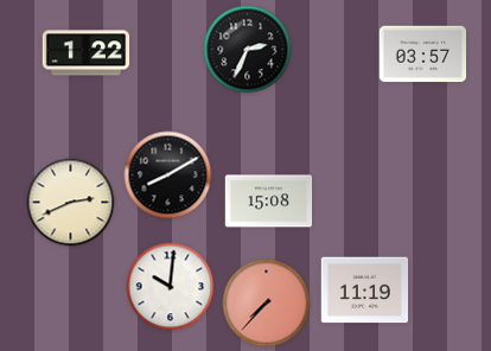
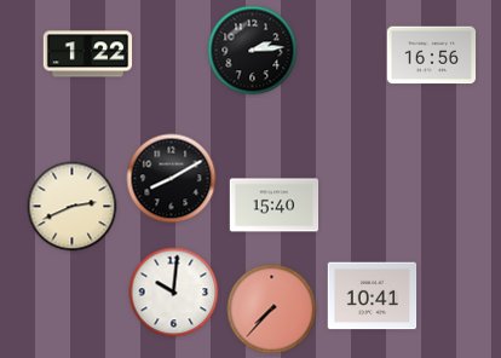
clock at (248, 50): 2:34 -> 2:14
clock at (423, 55): 03:57 -> 16:56
clock at (269, 202): 15:08 -> 15:40
clock at (365, 291): 11:19 -> 10:41
